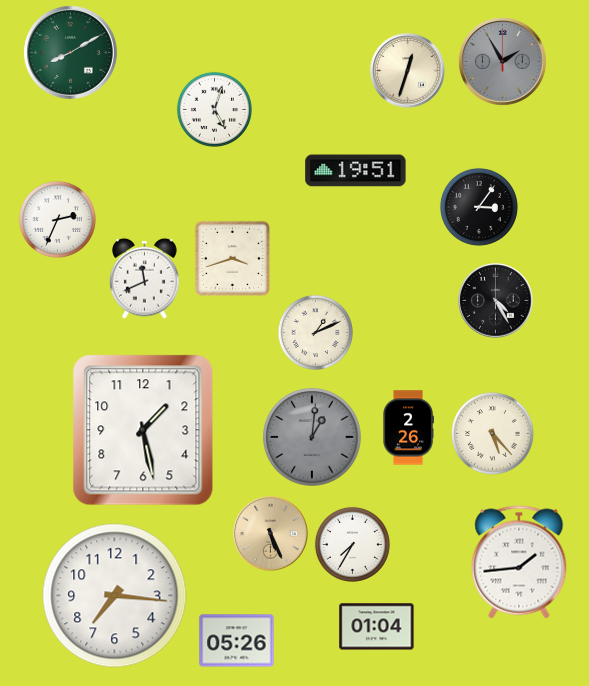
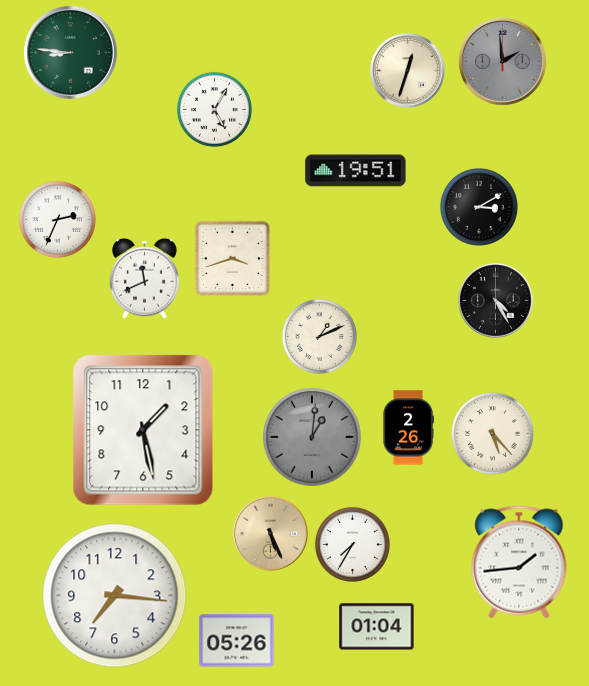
clock at (70, 52): 8:10 -> 8:46
clock at (503, 62): 1:55 -> 1:59
clock at (214, 109): 5:03 -> 5:05
clock at (479, 207): 3:06 -> 3:10
clock at (315, 332) position: (315, 332) -> (319, 336)
